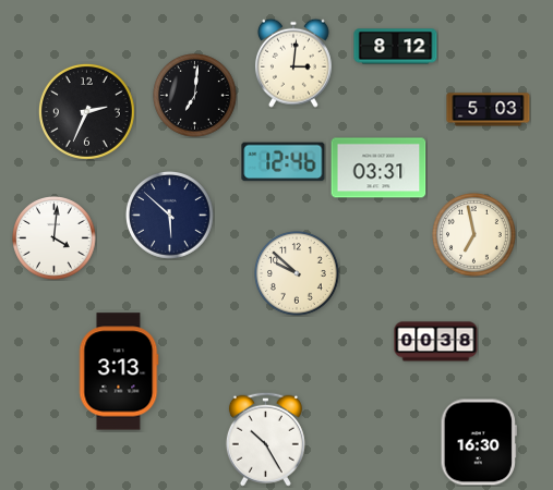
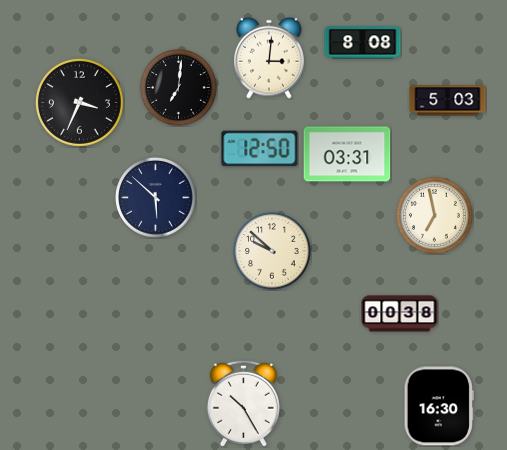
clock at (396, 47): 8:12 -> 8:08
clock at (86, 111): 2:34 -> 3:34
clock at (284, 162): 12:46 -> 12:50
clock at (55, 238): 4:01 -> none
clock at (119, 371): 3:13 -> none
